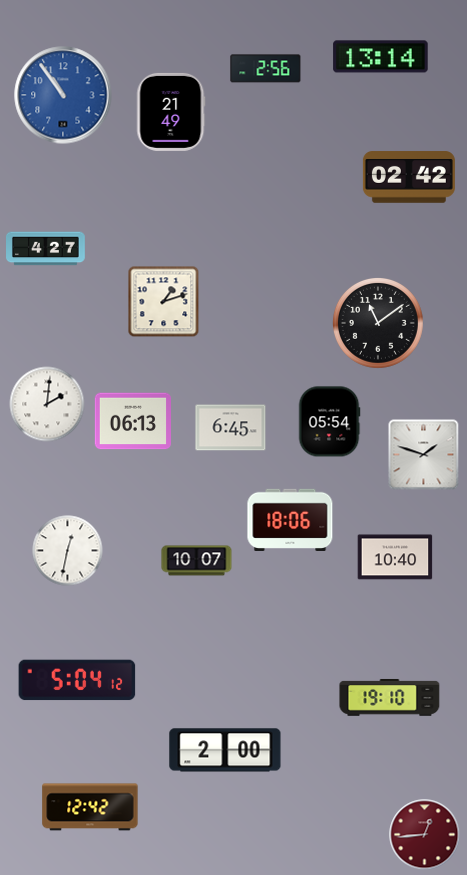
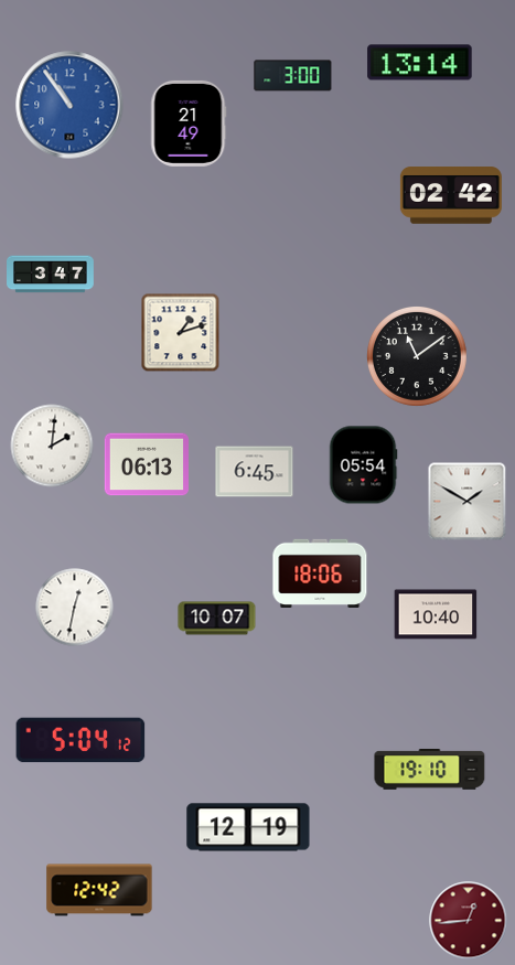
clock at (266, 69): 2:56 -> 3:00
clock at (46, 249): 4:27 -> 3:47
clock at (424, 455): 1:48 -> 1:50
clock at (77, 680) position: (77, 680) -> (81, 740)
clock at (225, 750): 2:00 -> 12:19
